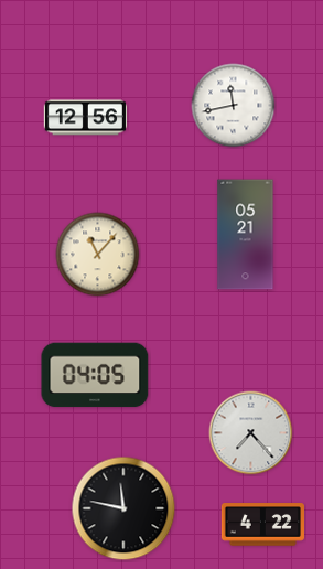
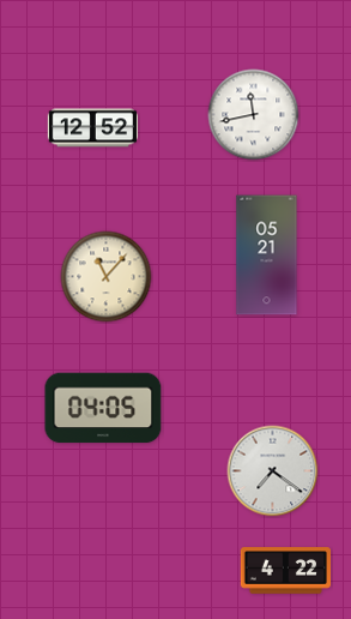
clock at (85, 118): 12:56 -> 12:52
clock at (251, 433): 7:23 -> 7:21
clock at (123, 508): 11:47 -> none
